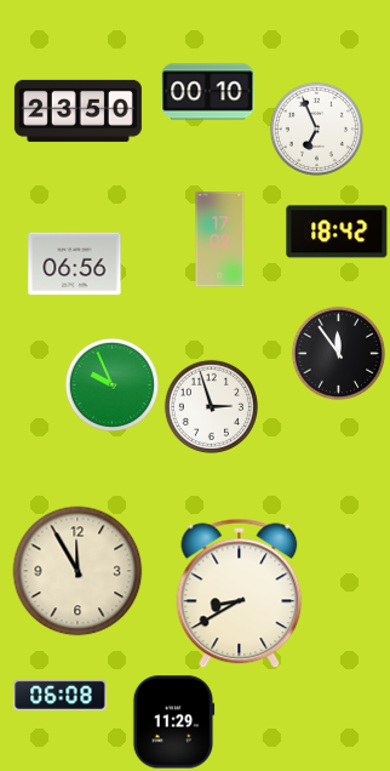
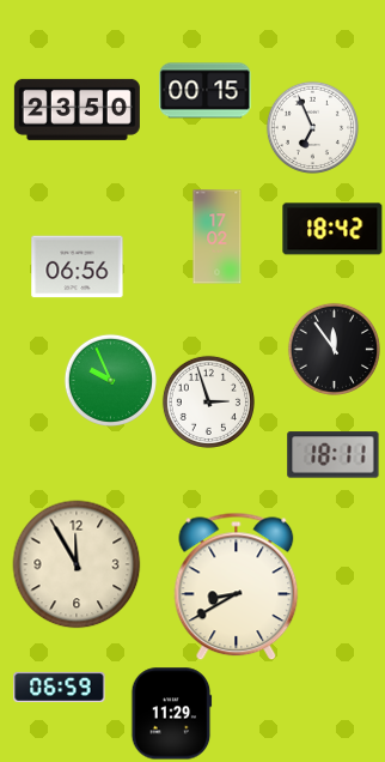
clock at (208, 92): 00:10 -> 00:15
clock at (75, 264) position: (75, 264) -> (78, 267)
clock at (334, 455): none -> 18:11
clock at (61, 695): 06:08 -> 06:59
